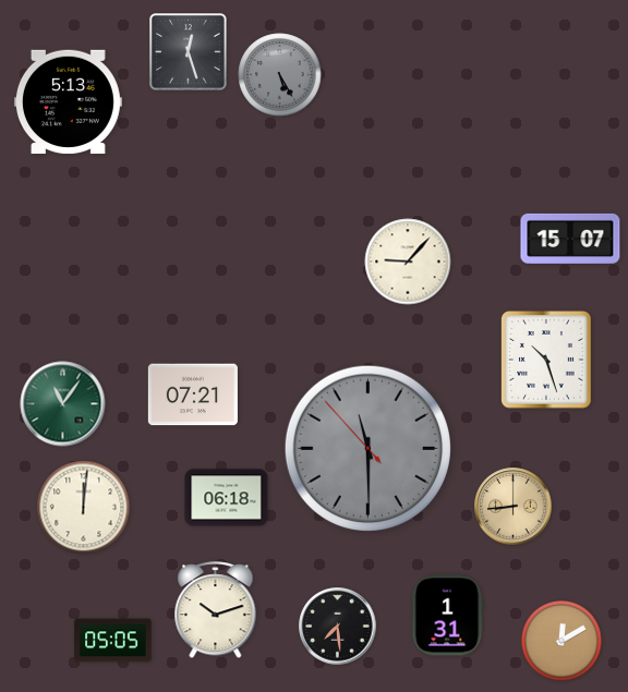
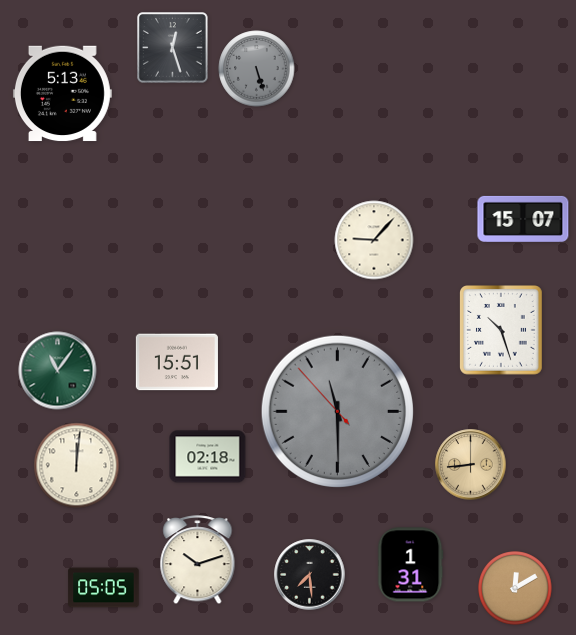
clock at (280, 75): 5:25 -> 5:27
clock at (193, 394): 07:21 -> 15:51
clock at (227, 498): 06:18 -> 02:18
